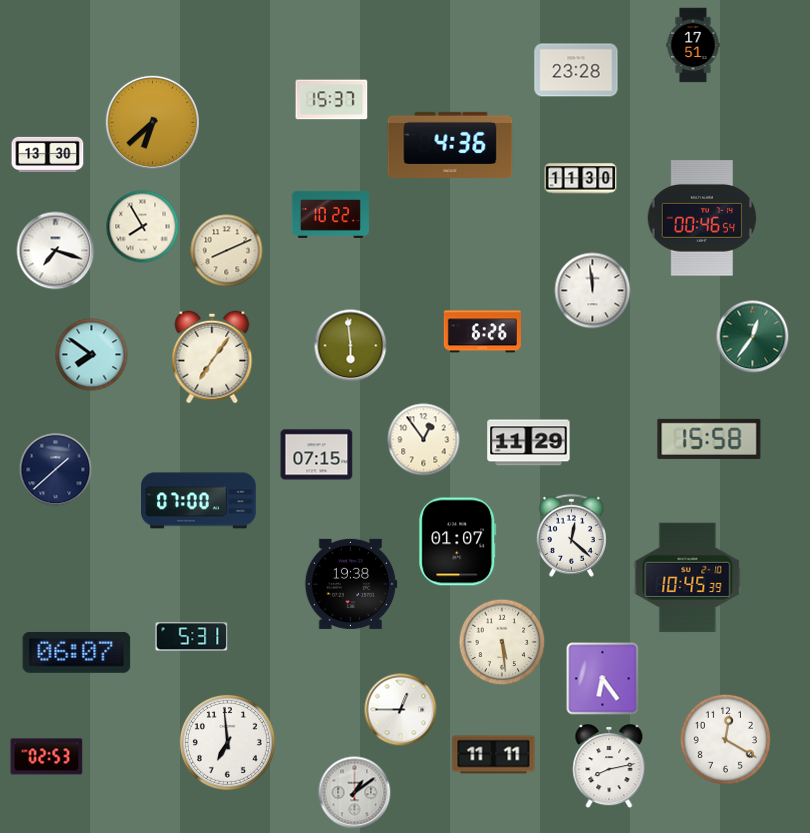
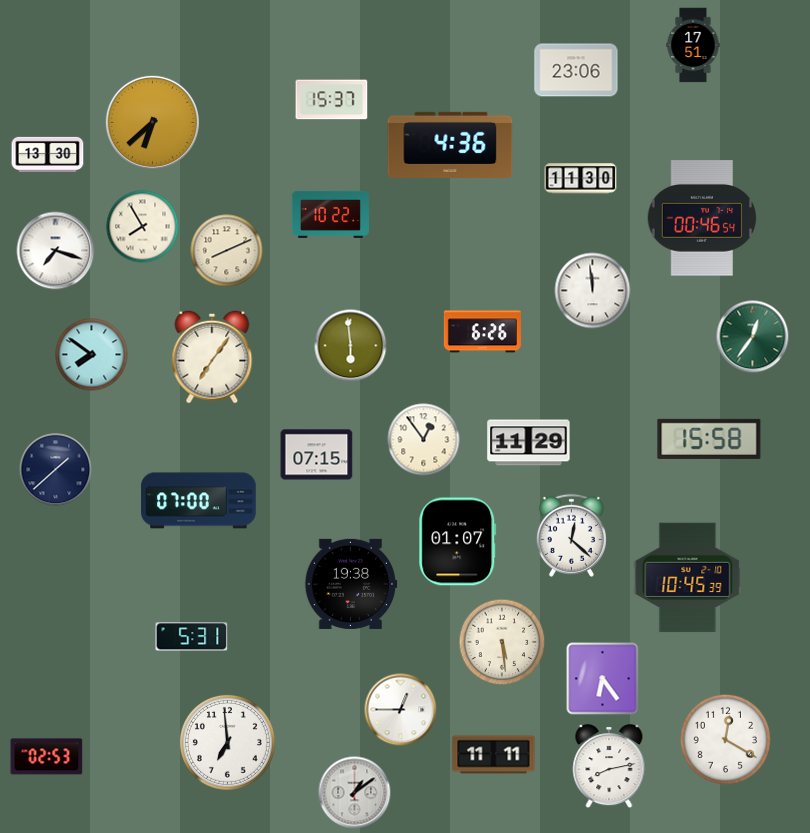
clock at (576, 70): 23:28 -> 23:06
clock at (77, 652): 06:07 -> none
